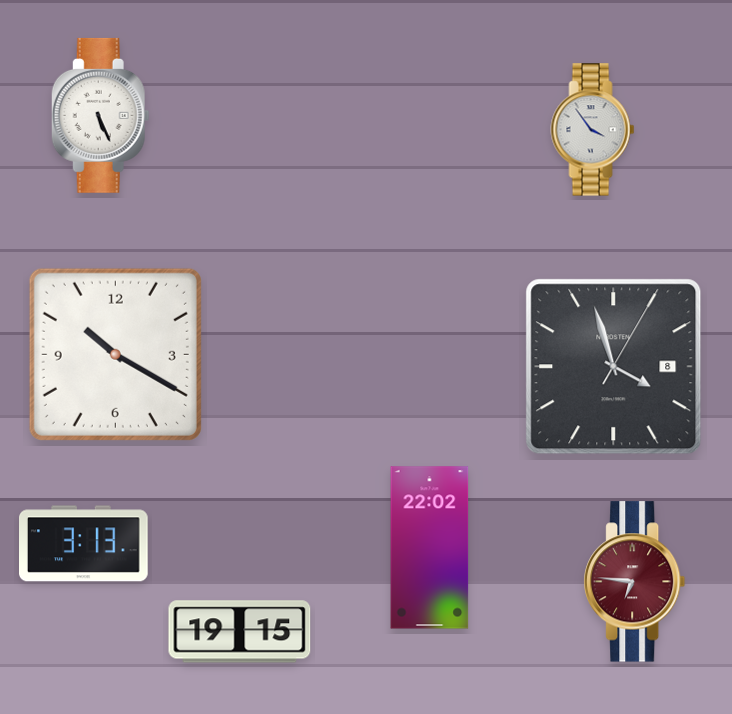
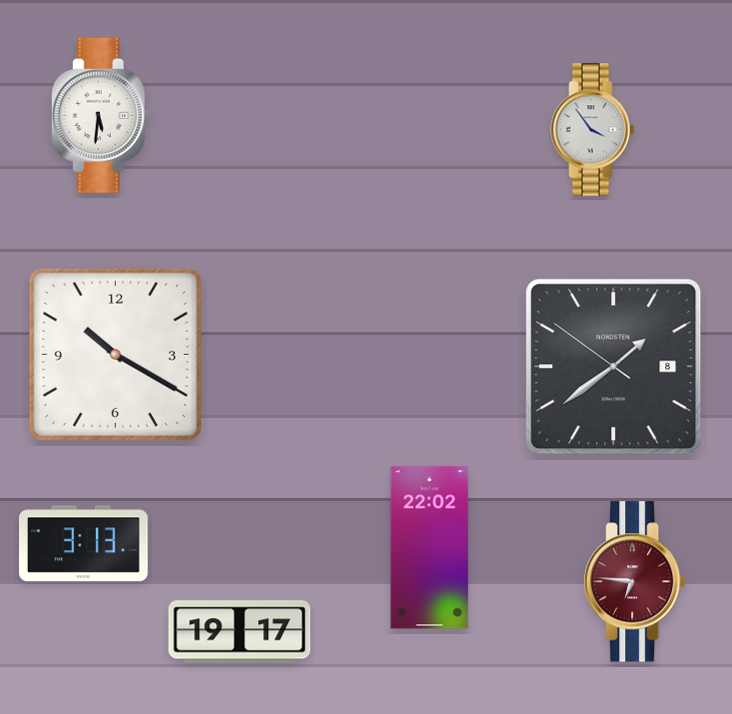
clock at (100, 115): 5:26 -> 5:31
clock at (614, 367): 3:57 -> 1:38
clock at (240, 632): 19:15 -> 19:17
